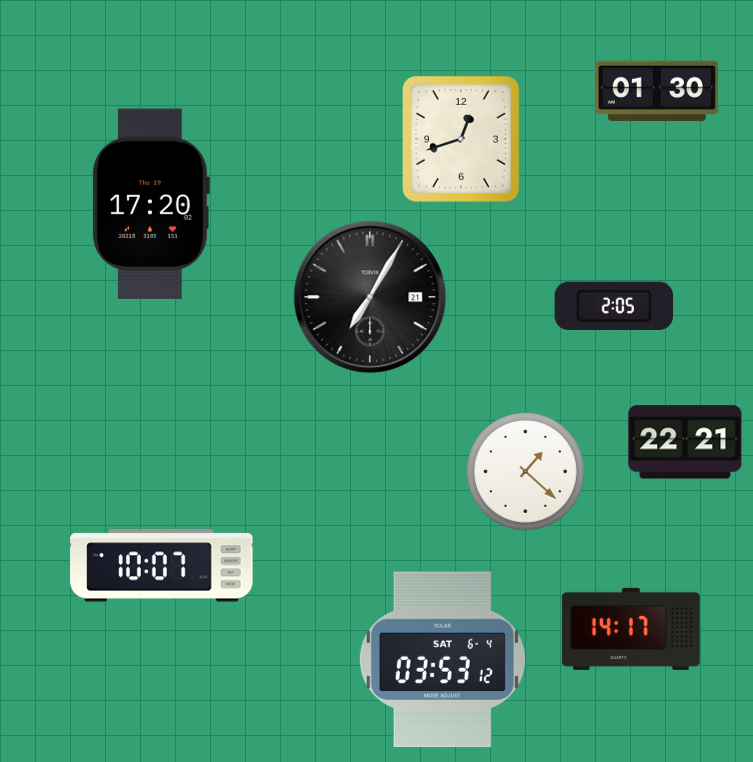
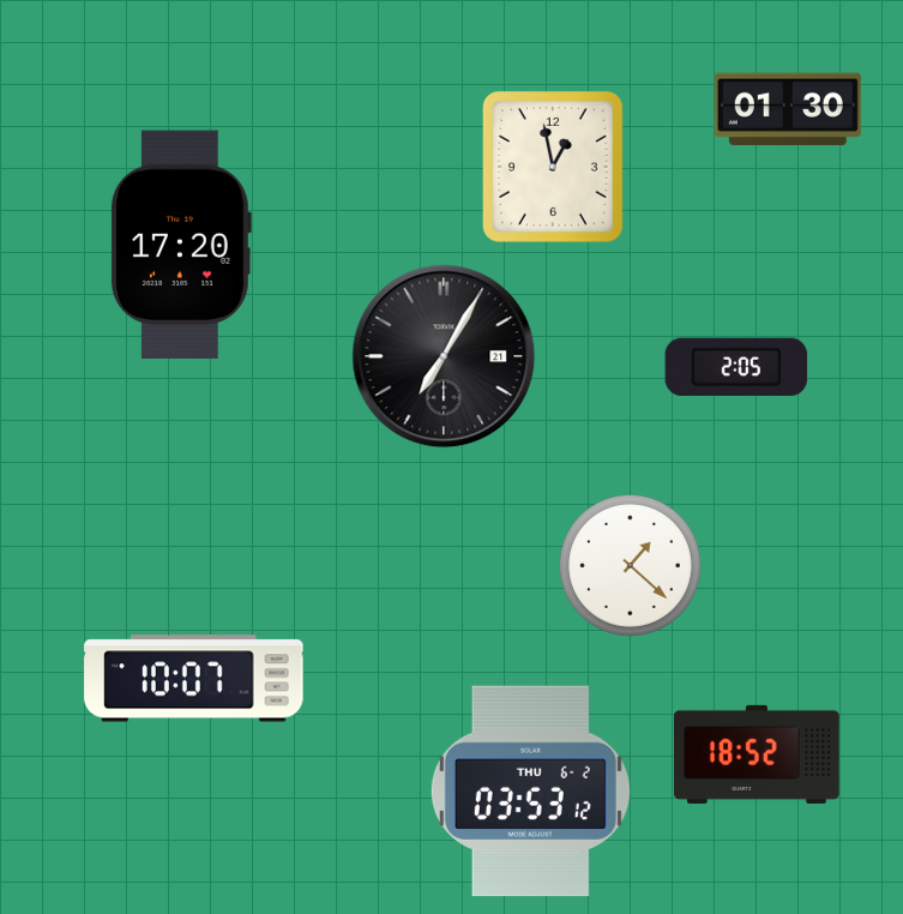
clock at (461, 139): 12:42 -> 12:58
clock at (685, 442): 22:21 -> none
clock at (632, 629): 14:17 -> 18:52
clock at (442, 660) date: SAT 6-4 -> THU 6-2
